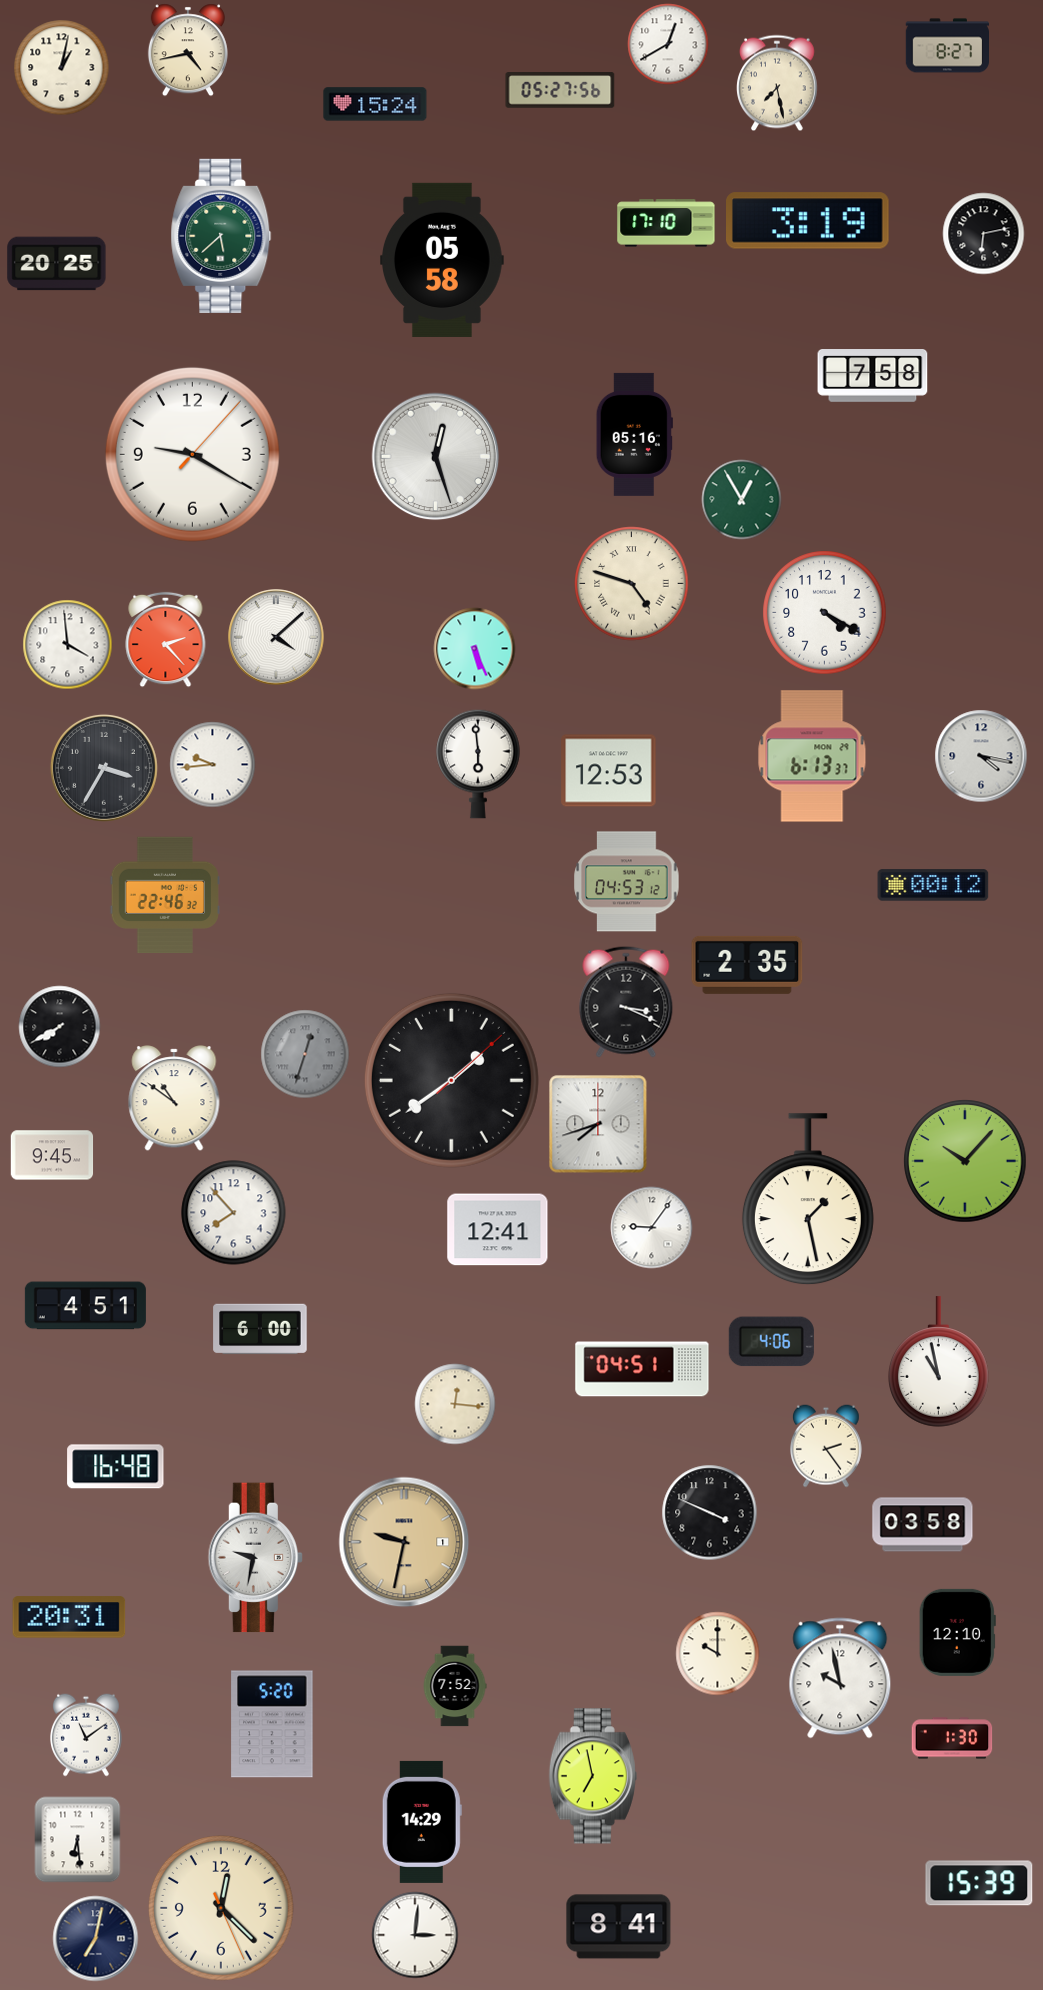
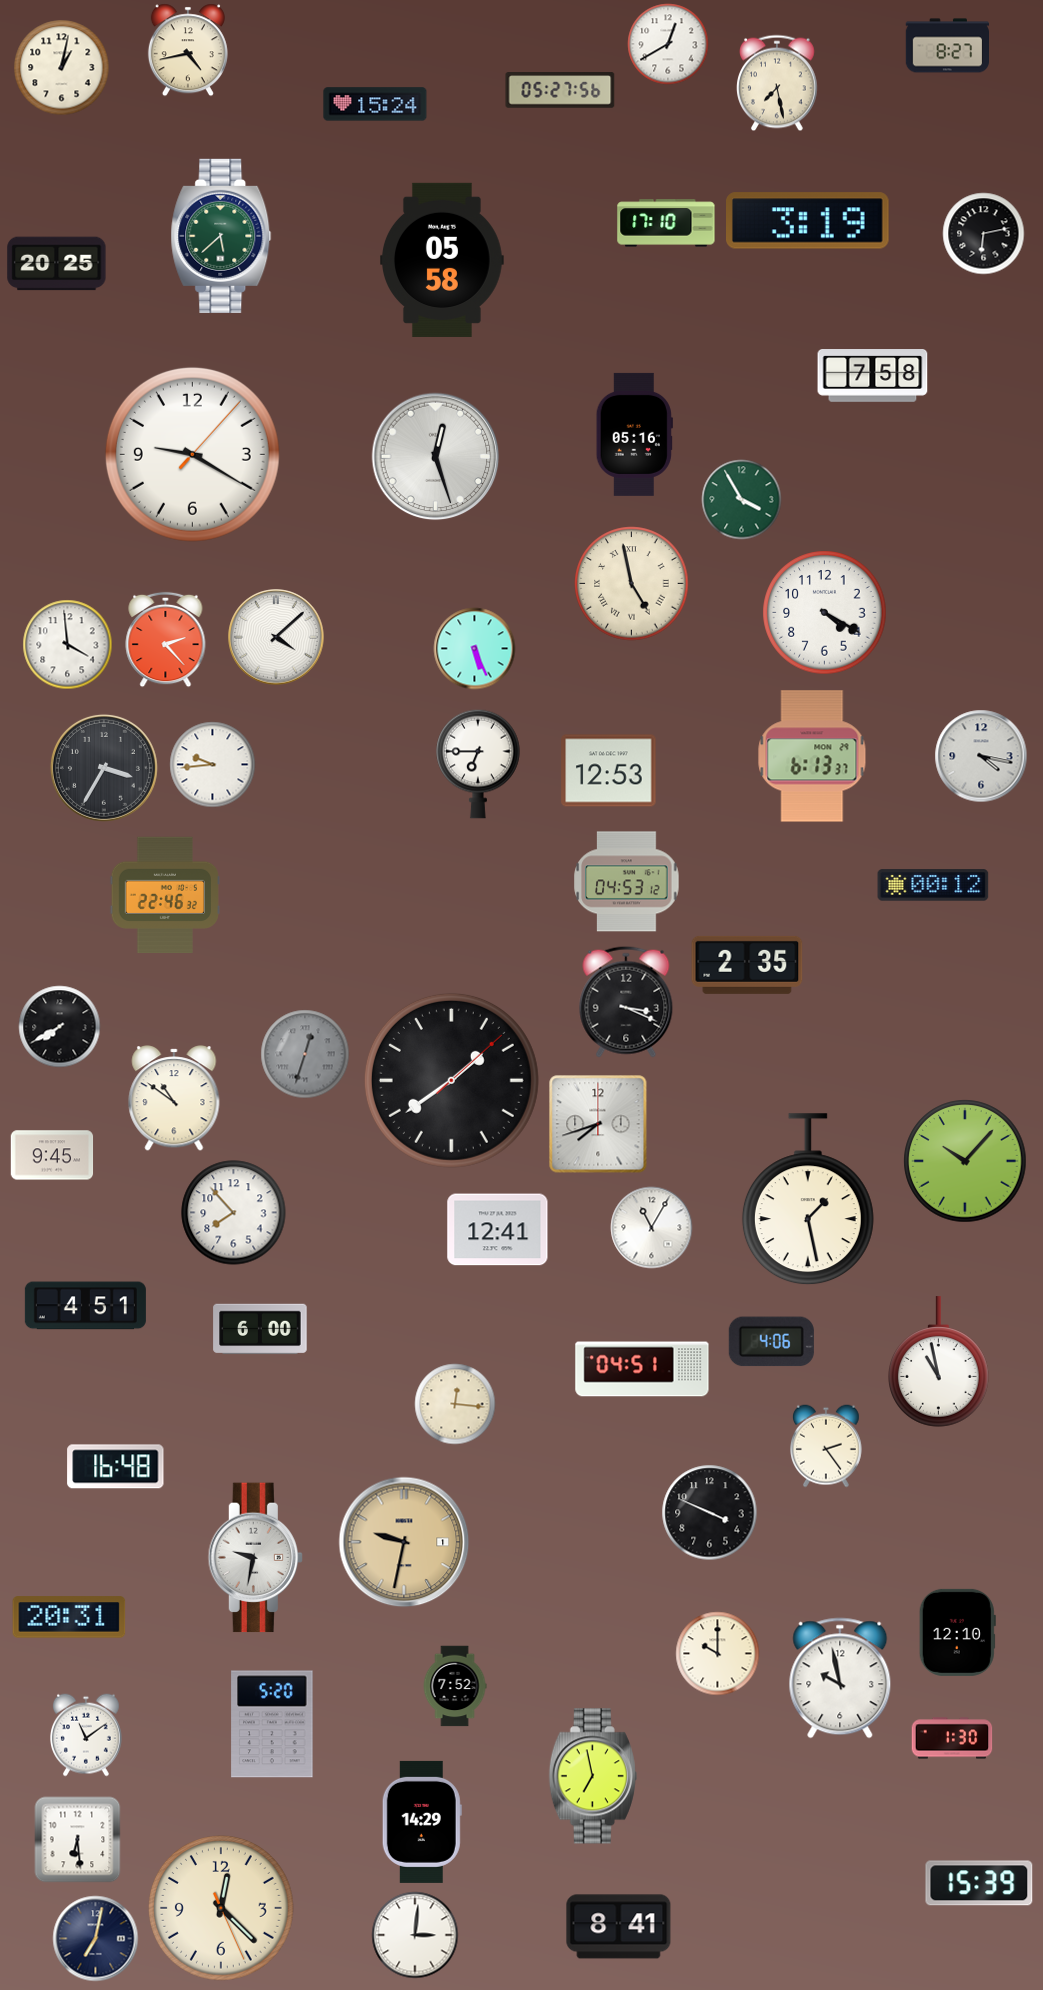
clock at (742, 500): 12:55 -> 3:55
clock at (632, 584): 4:48 -> 4:58
clock at (478, 764): 5:59 -> 6:45
clock at (652, 1228): 9:06 -> 11:05
clock at (923, 1525): 03:58 -> none
